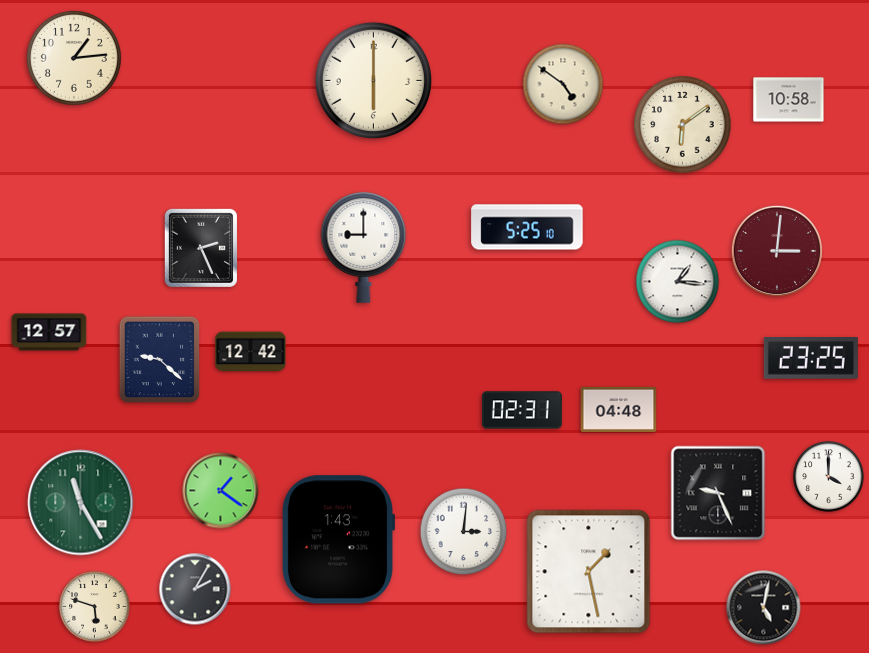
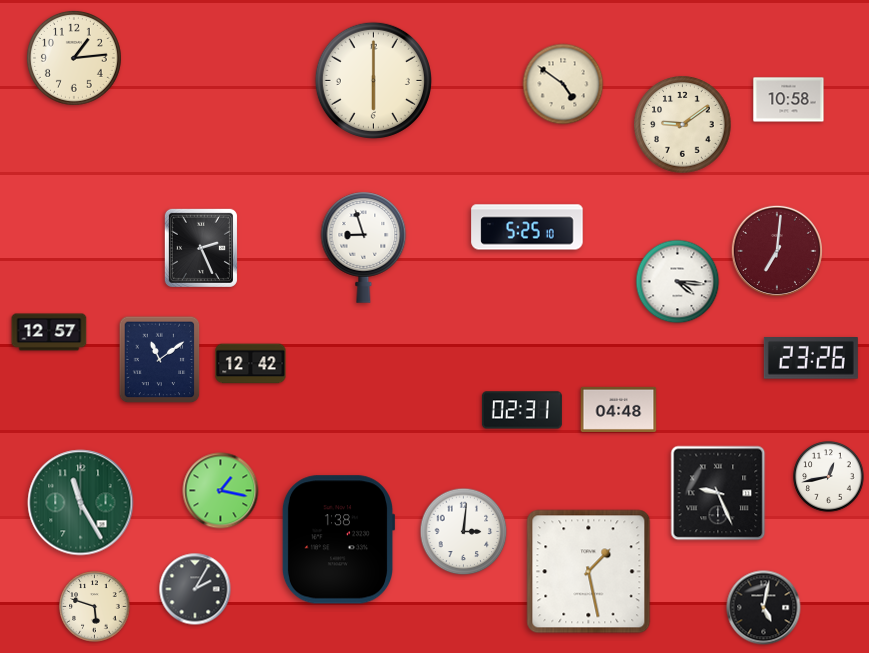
clock at (683, 125): 6:09 -> 9:09
clock at (364, 247): 9:00 -> 8:57
clock at (777, 251): 3:01 -> 7:01
clock at (678, 282): 1:16 -> 4:16
clock at (251, 352) position: (251, 352) -> (251, 364)
clock at (811, 359): 23:25 -> 23:26
clock at (160, 360): 9:22 -> 11:09
clock at (829, 477): 4:00 -> 12:43
clock at (221, 491): 1:21 -> 1:17
clock at (338, 540): 1:43 -> 1:38
